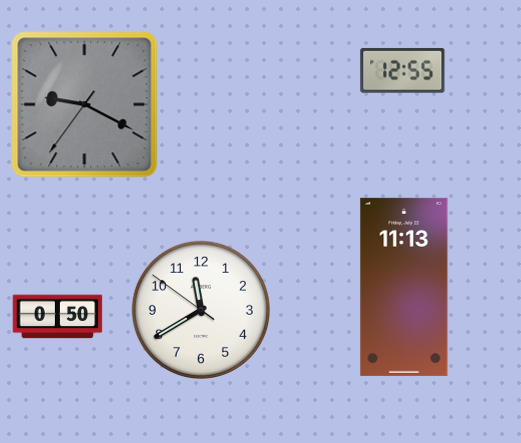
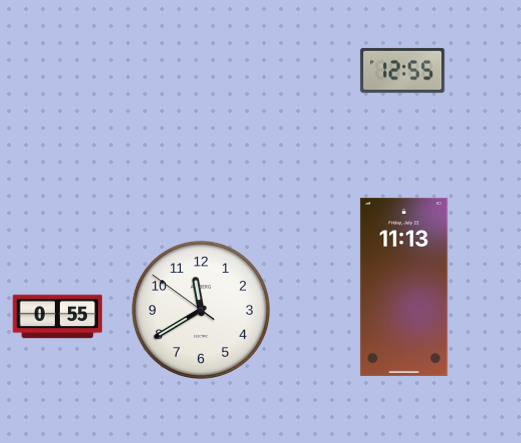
clock at (85, 105): 9:19 -> none
clock at (58, 317): 0:50 -> 0:55
